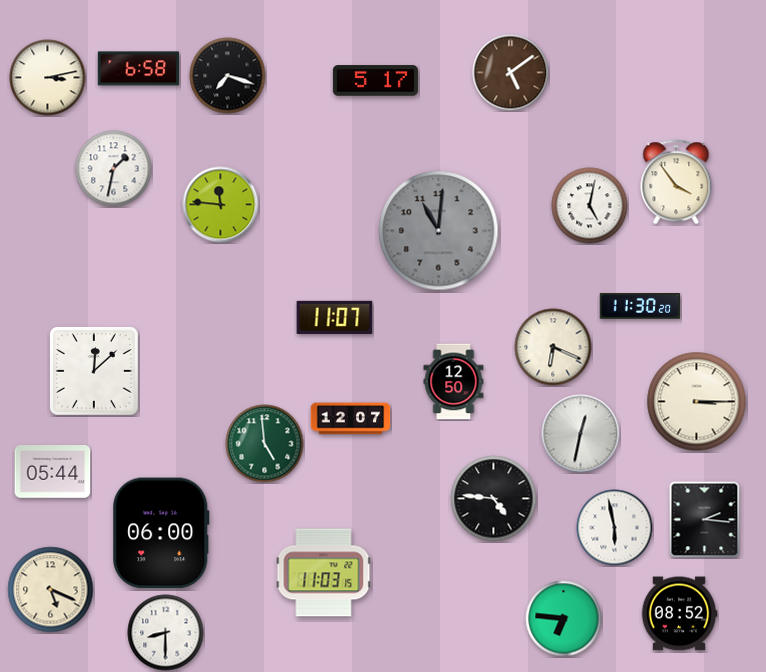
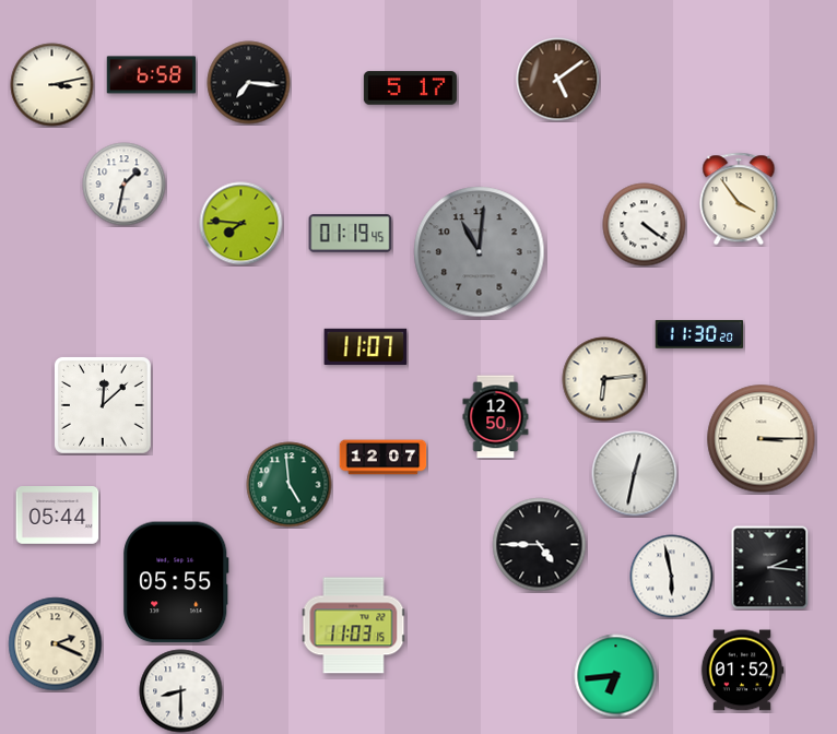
clock at (228, 76): 7:18 -> 7:16
clock at (221, 205): 11:46 -> 7:46
clock at (590, 206): 5:02 -> 4:21
clock at (351, 234): none -> 01:19
clock at (553, 347): 6:19 -> 6:14
clock at (494, 499): 4:46 -> 4:45
clock at (161, 533): 06:00 -> 05:55
clock at (51, 590): 5:19 -> 2:19
clock at (679, 614): 08:52 -> 01:52
clock at (564, 619): 6:46 -> 6:44
